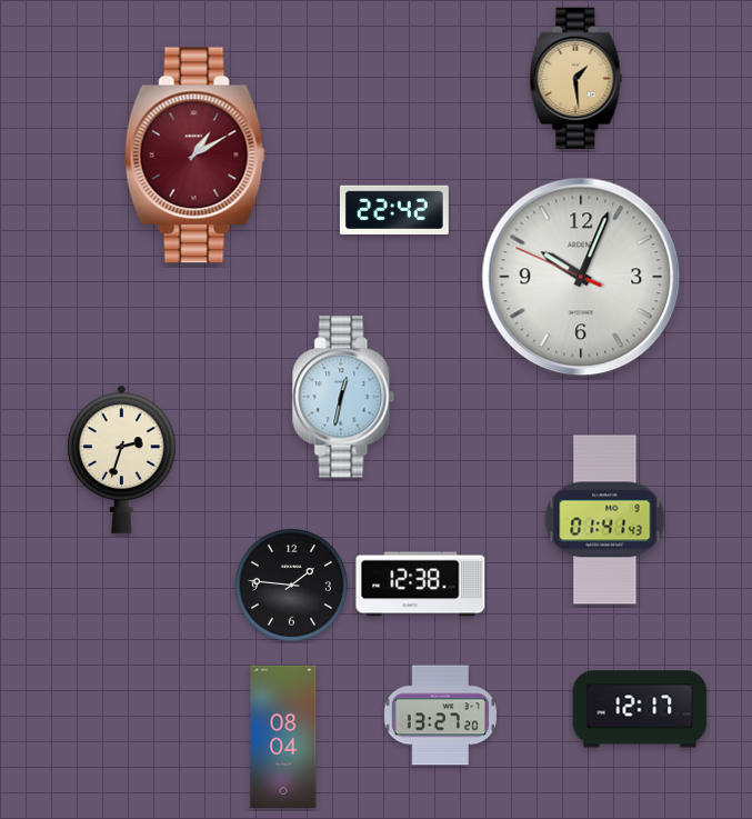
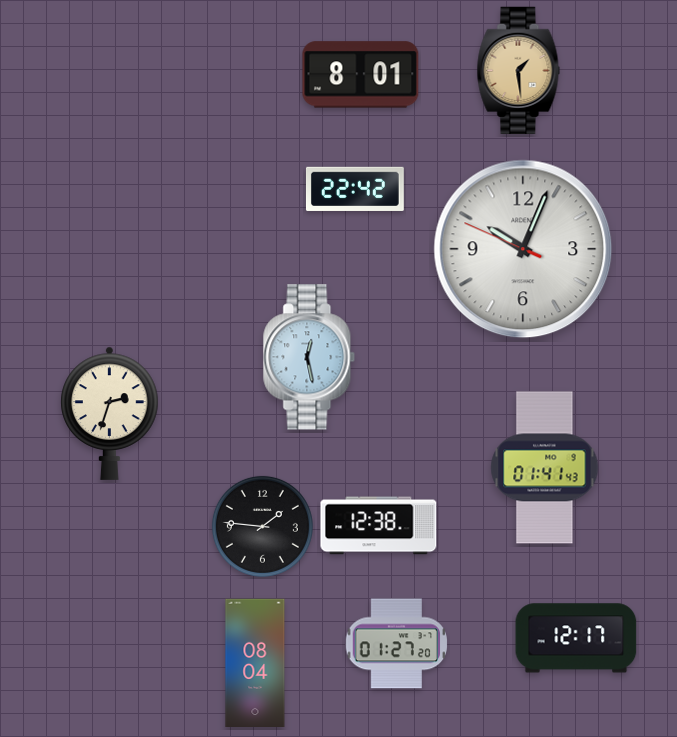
clock at (361, 75): none -> 8:01
clock at (194, 156): 1:10 -> none
clock at (343, 397): 12:32 -> 12:28
clock at (441, 716): 13:27 -> 01:27
